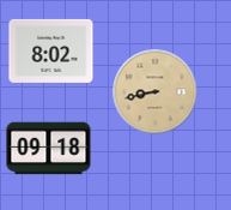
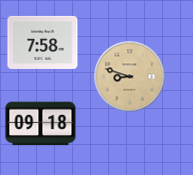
clock at (51, 50): 8:02 -> 7:58
clock at (156, 92): 8:43 -> 8:48
